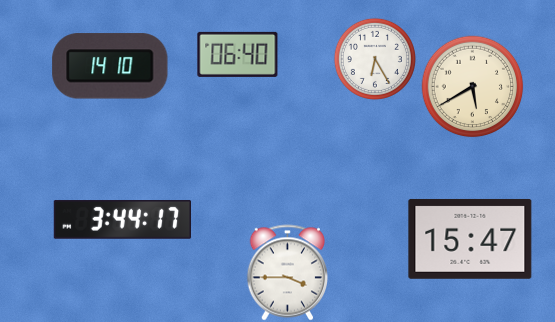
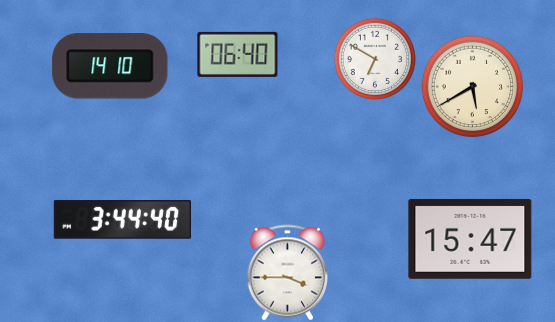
clock at (375, 59): 6:25 -> 6:50
clock at (122, 220): 3:44:17 -> 3:44:40
